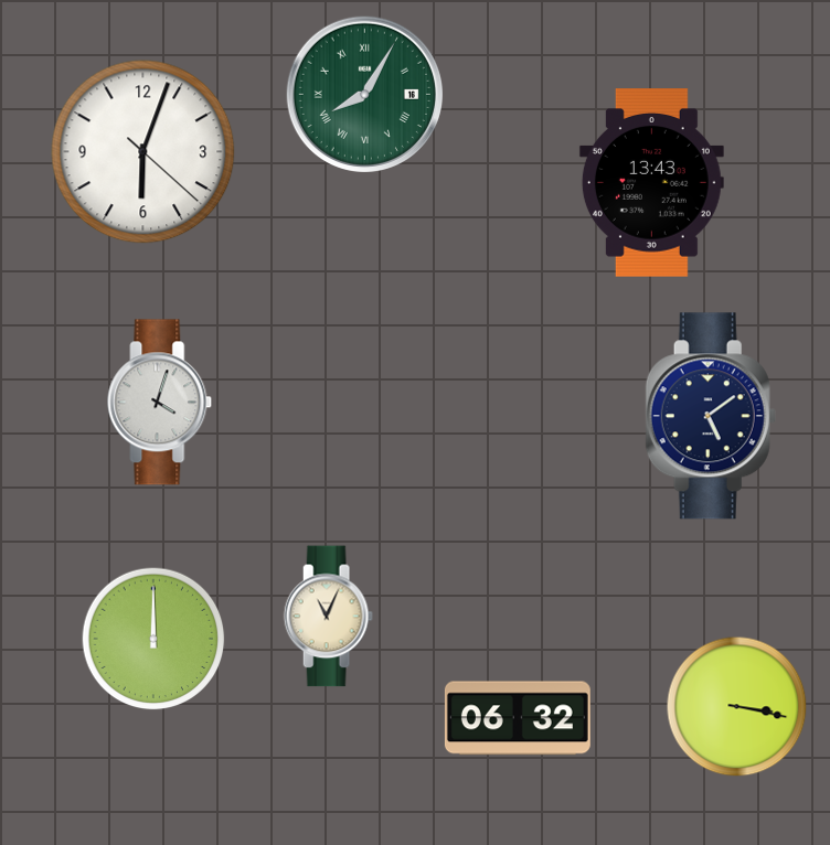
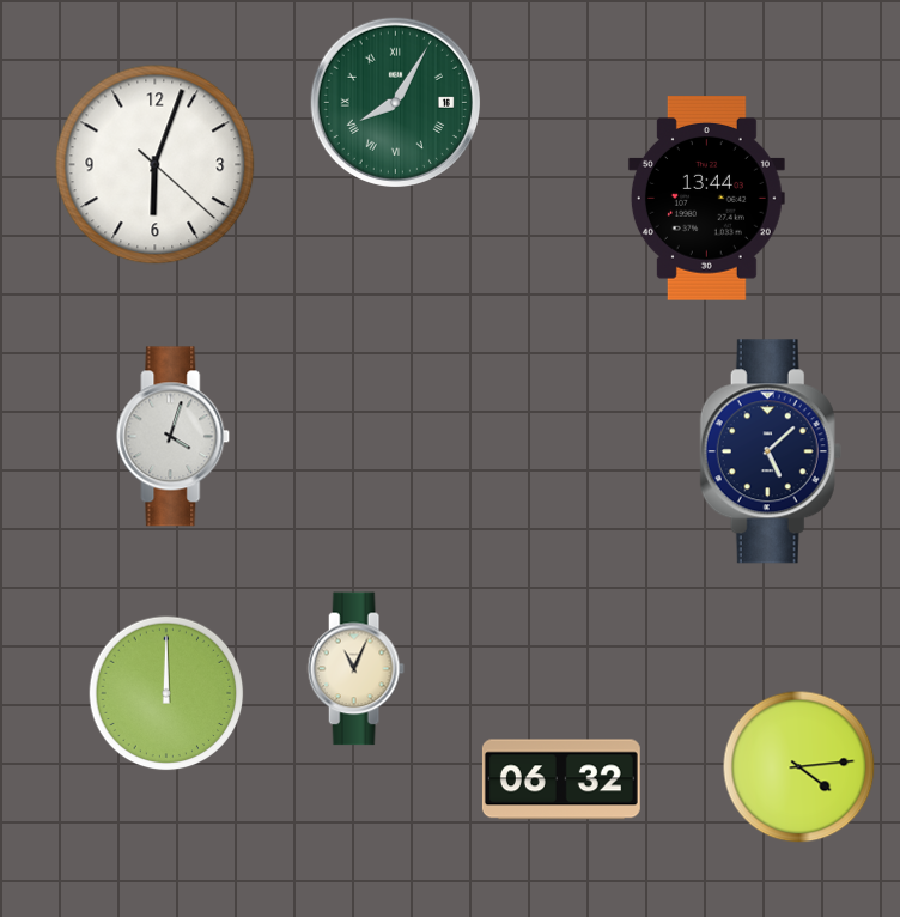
clock at (651, 183): 13:43 -> 13:44
clock at (711, 416): 5:09 -> 5:08
clock at (737, 707): 3:17 -> 4:14
